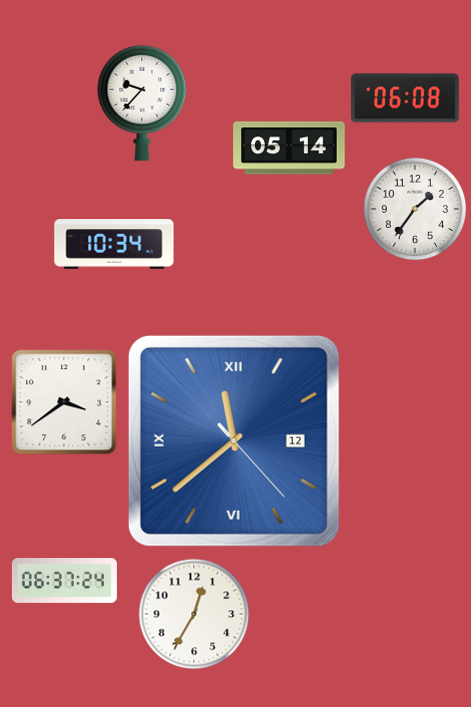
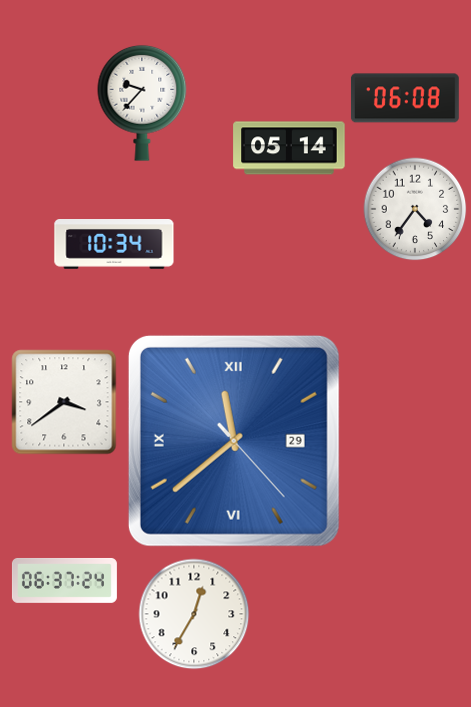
clock at (415, 209): 1:36 -> 4:36
clock at (234, 441) date: 12 -> 29
